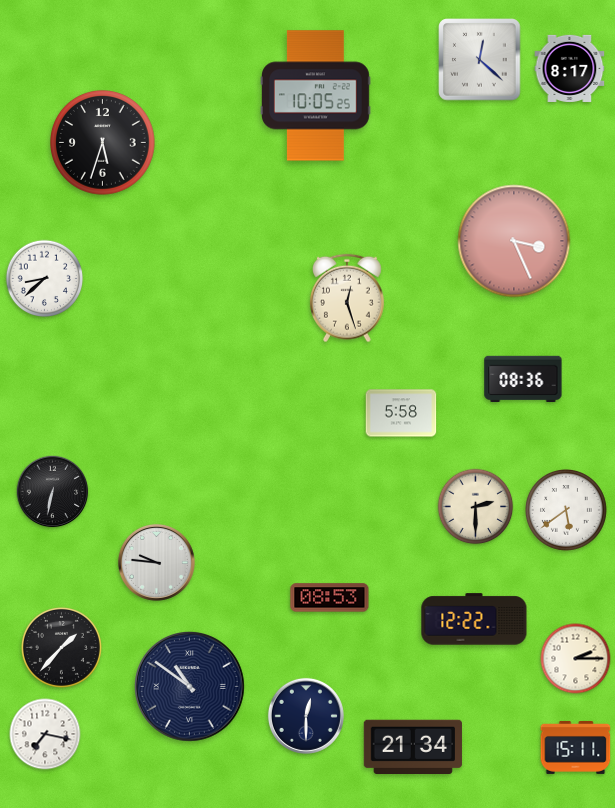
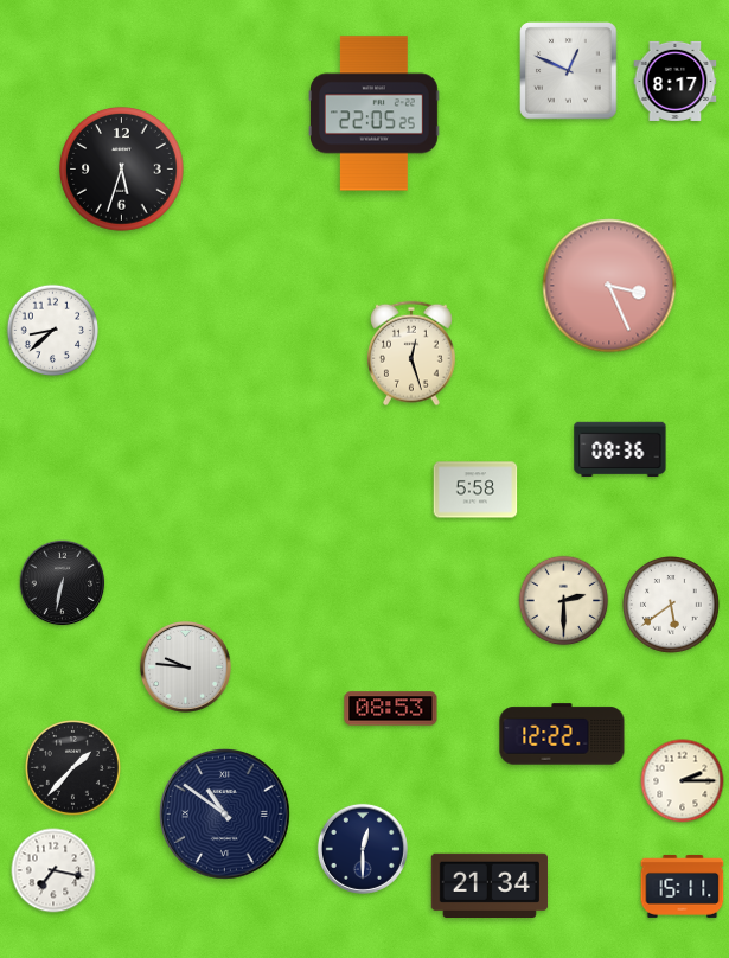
clock at (480, 60): 12:22 -> 12:49
clock at (315, 96): 10:05 -> 22:05
